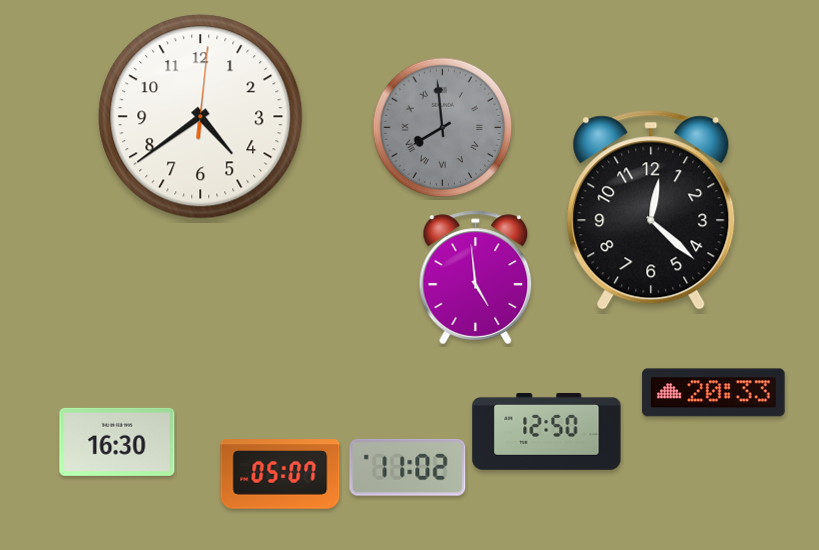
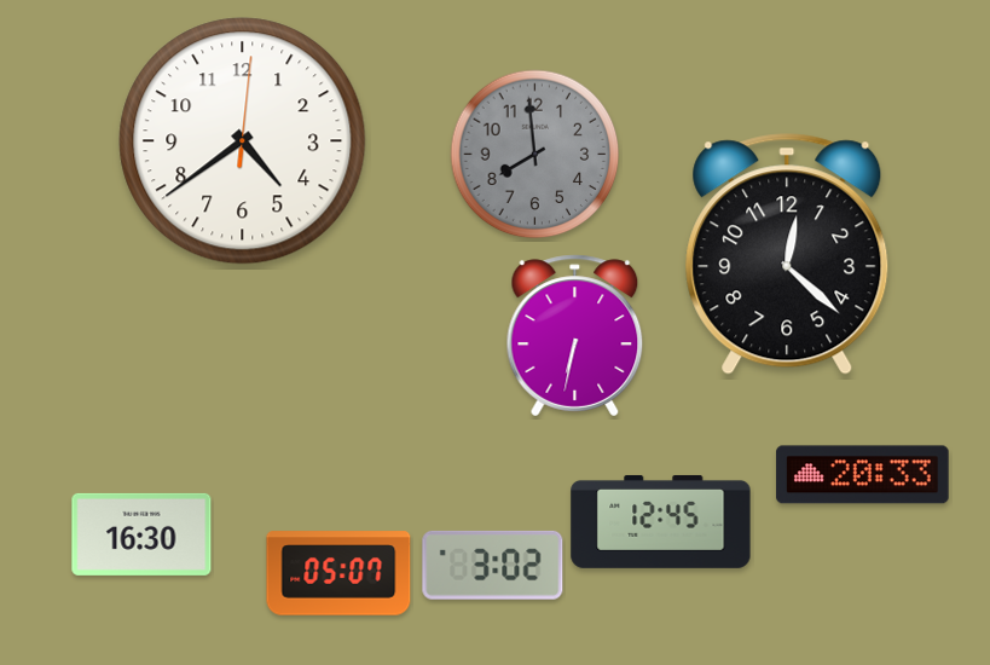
clock at (443, 128) numerals: Roman -> Arabic
clock at (476, 278): 4:59 -> 6:32
clock at (547, 431): 12:50 -> 12:45
clock at (408, 467): 11:02 -> 3:02
